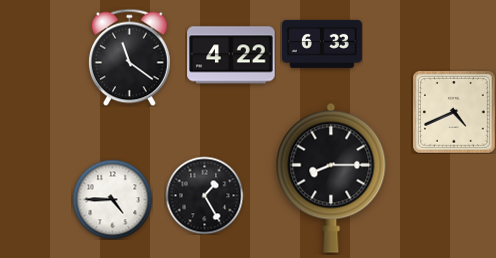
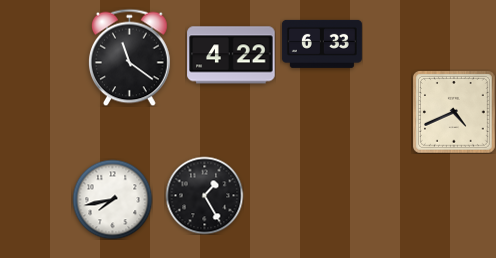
clock at (331, 178): 8:15 -> none
clock at (112, 199): 4:45 -> 7:43
